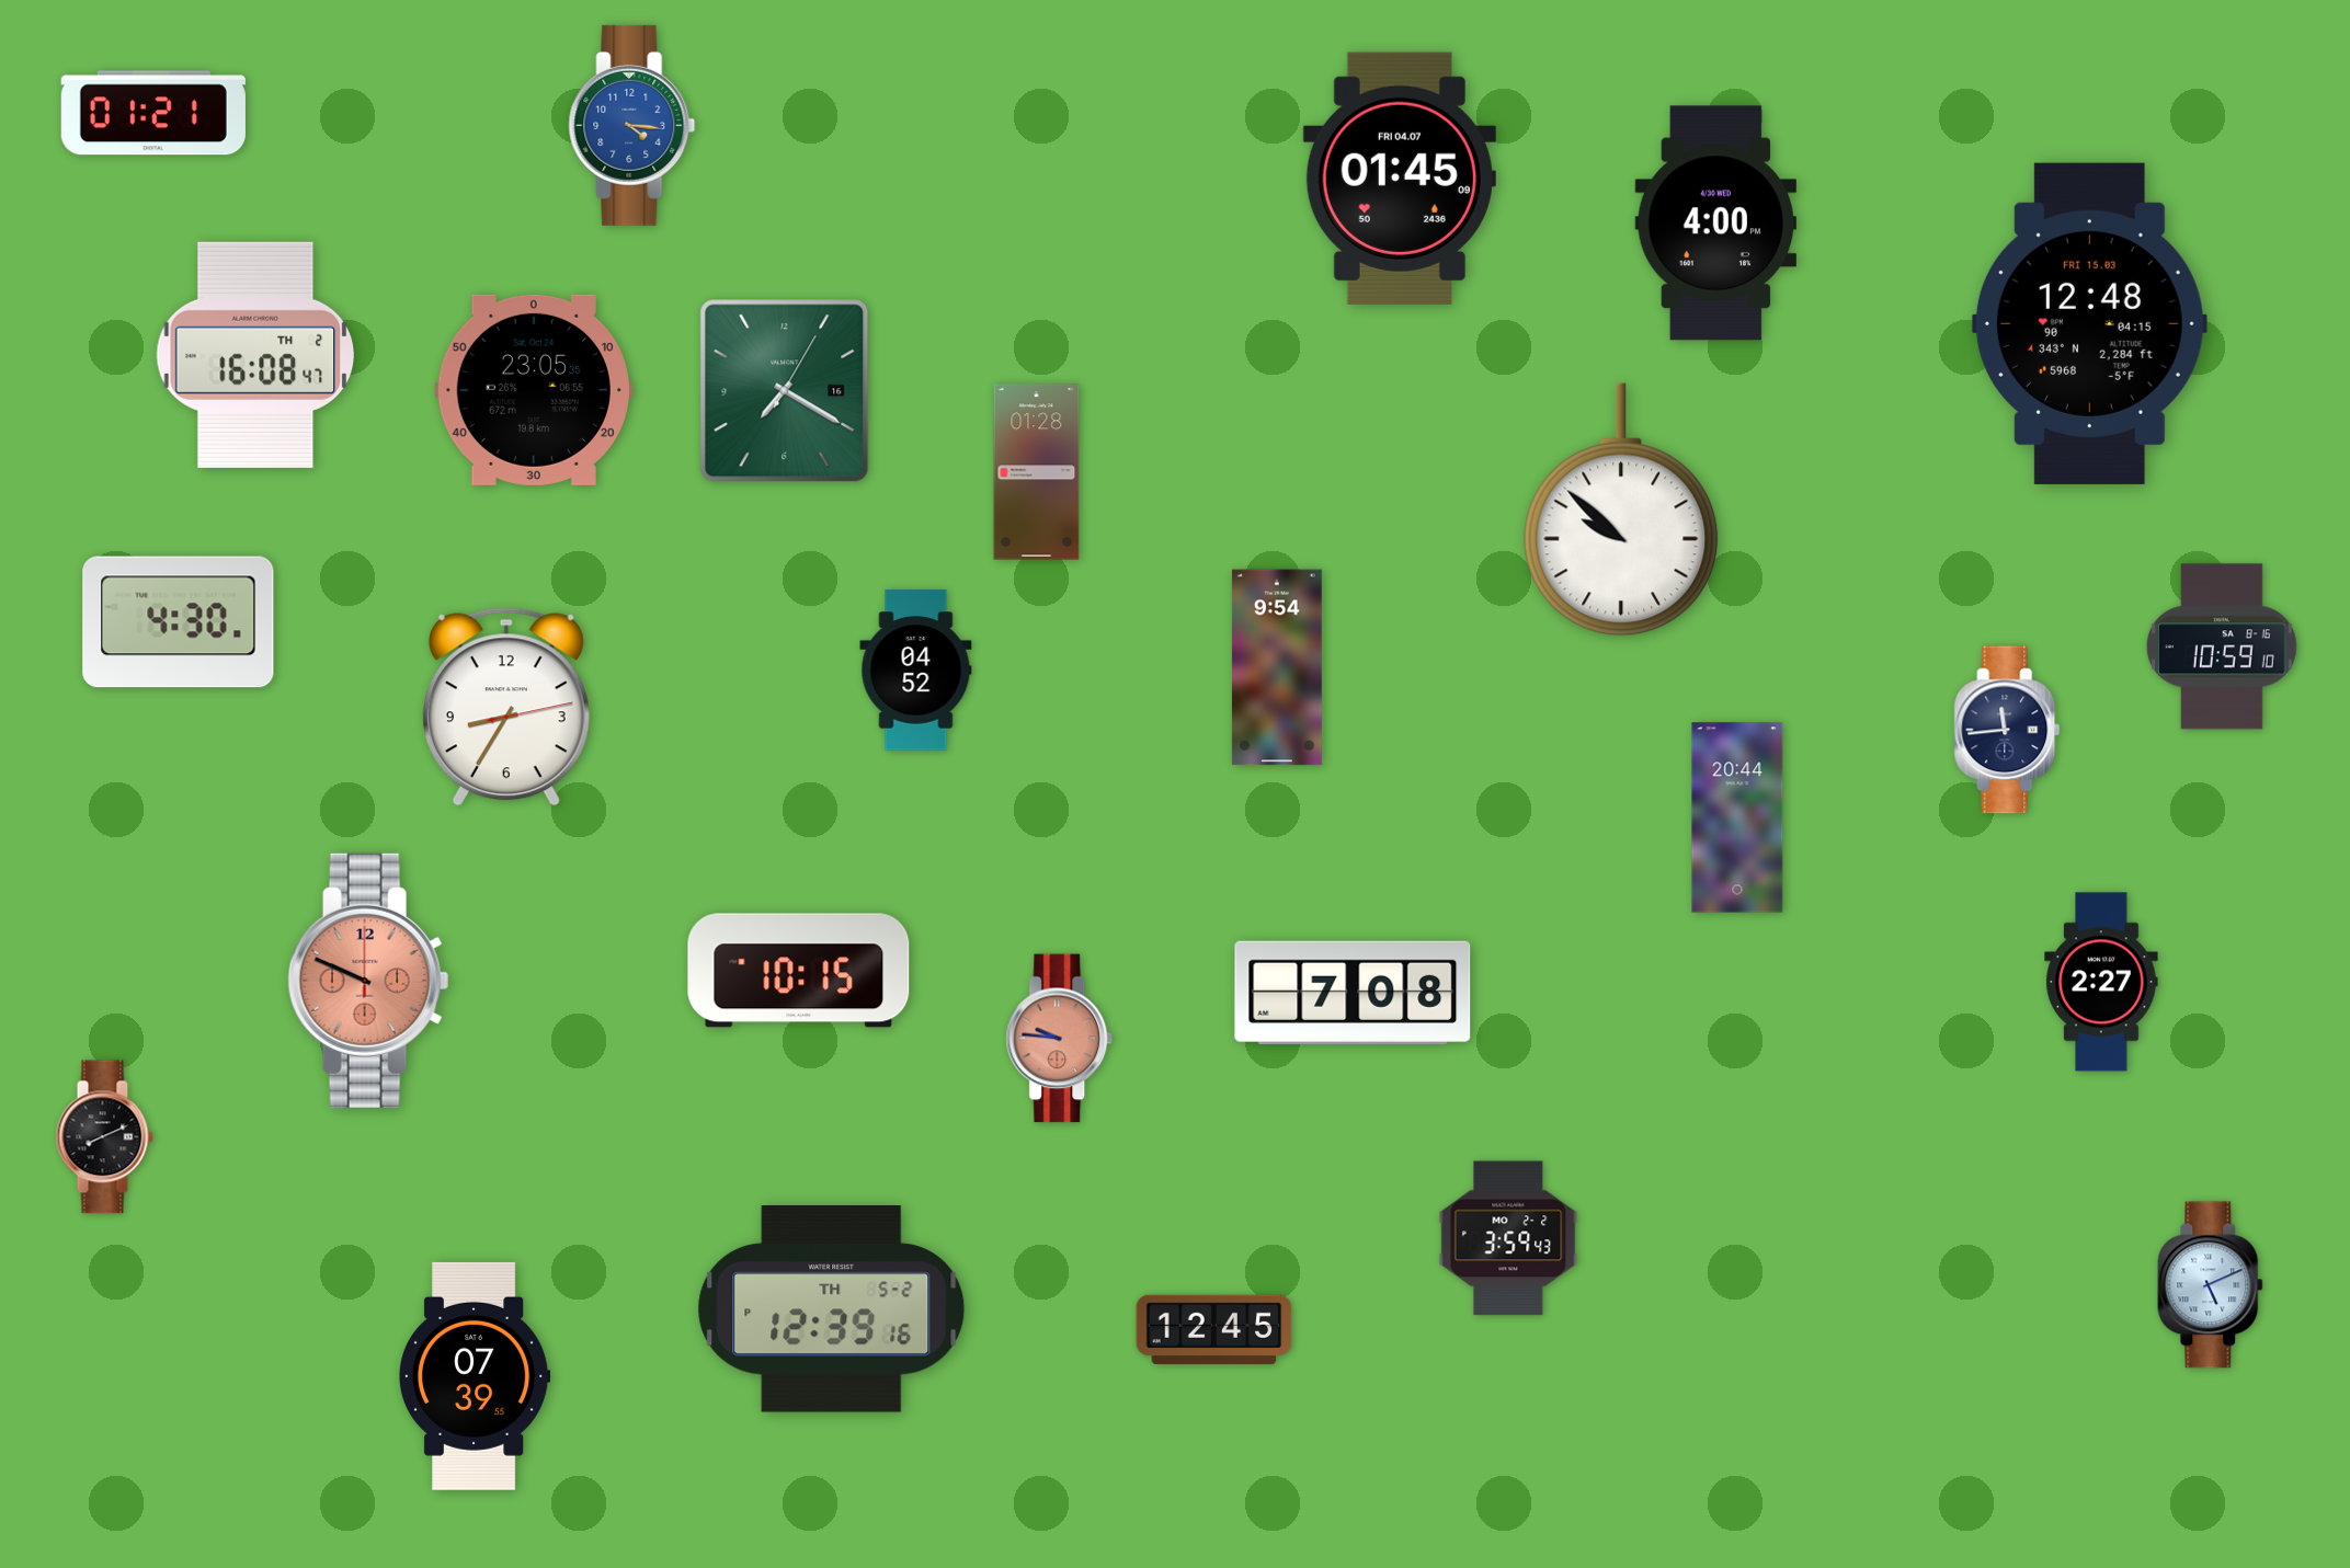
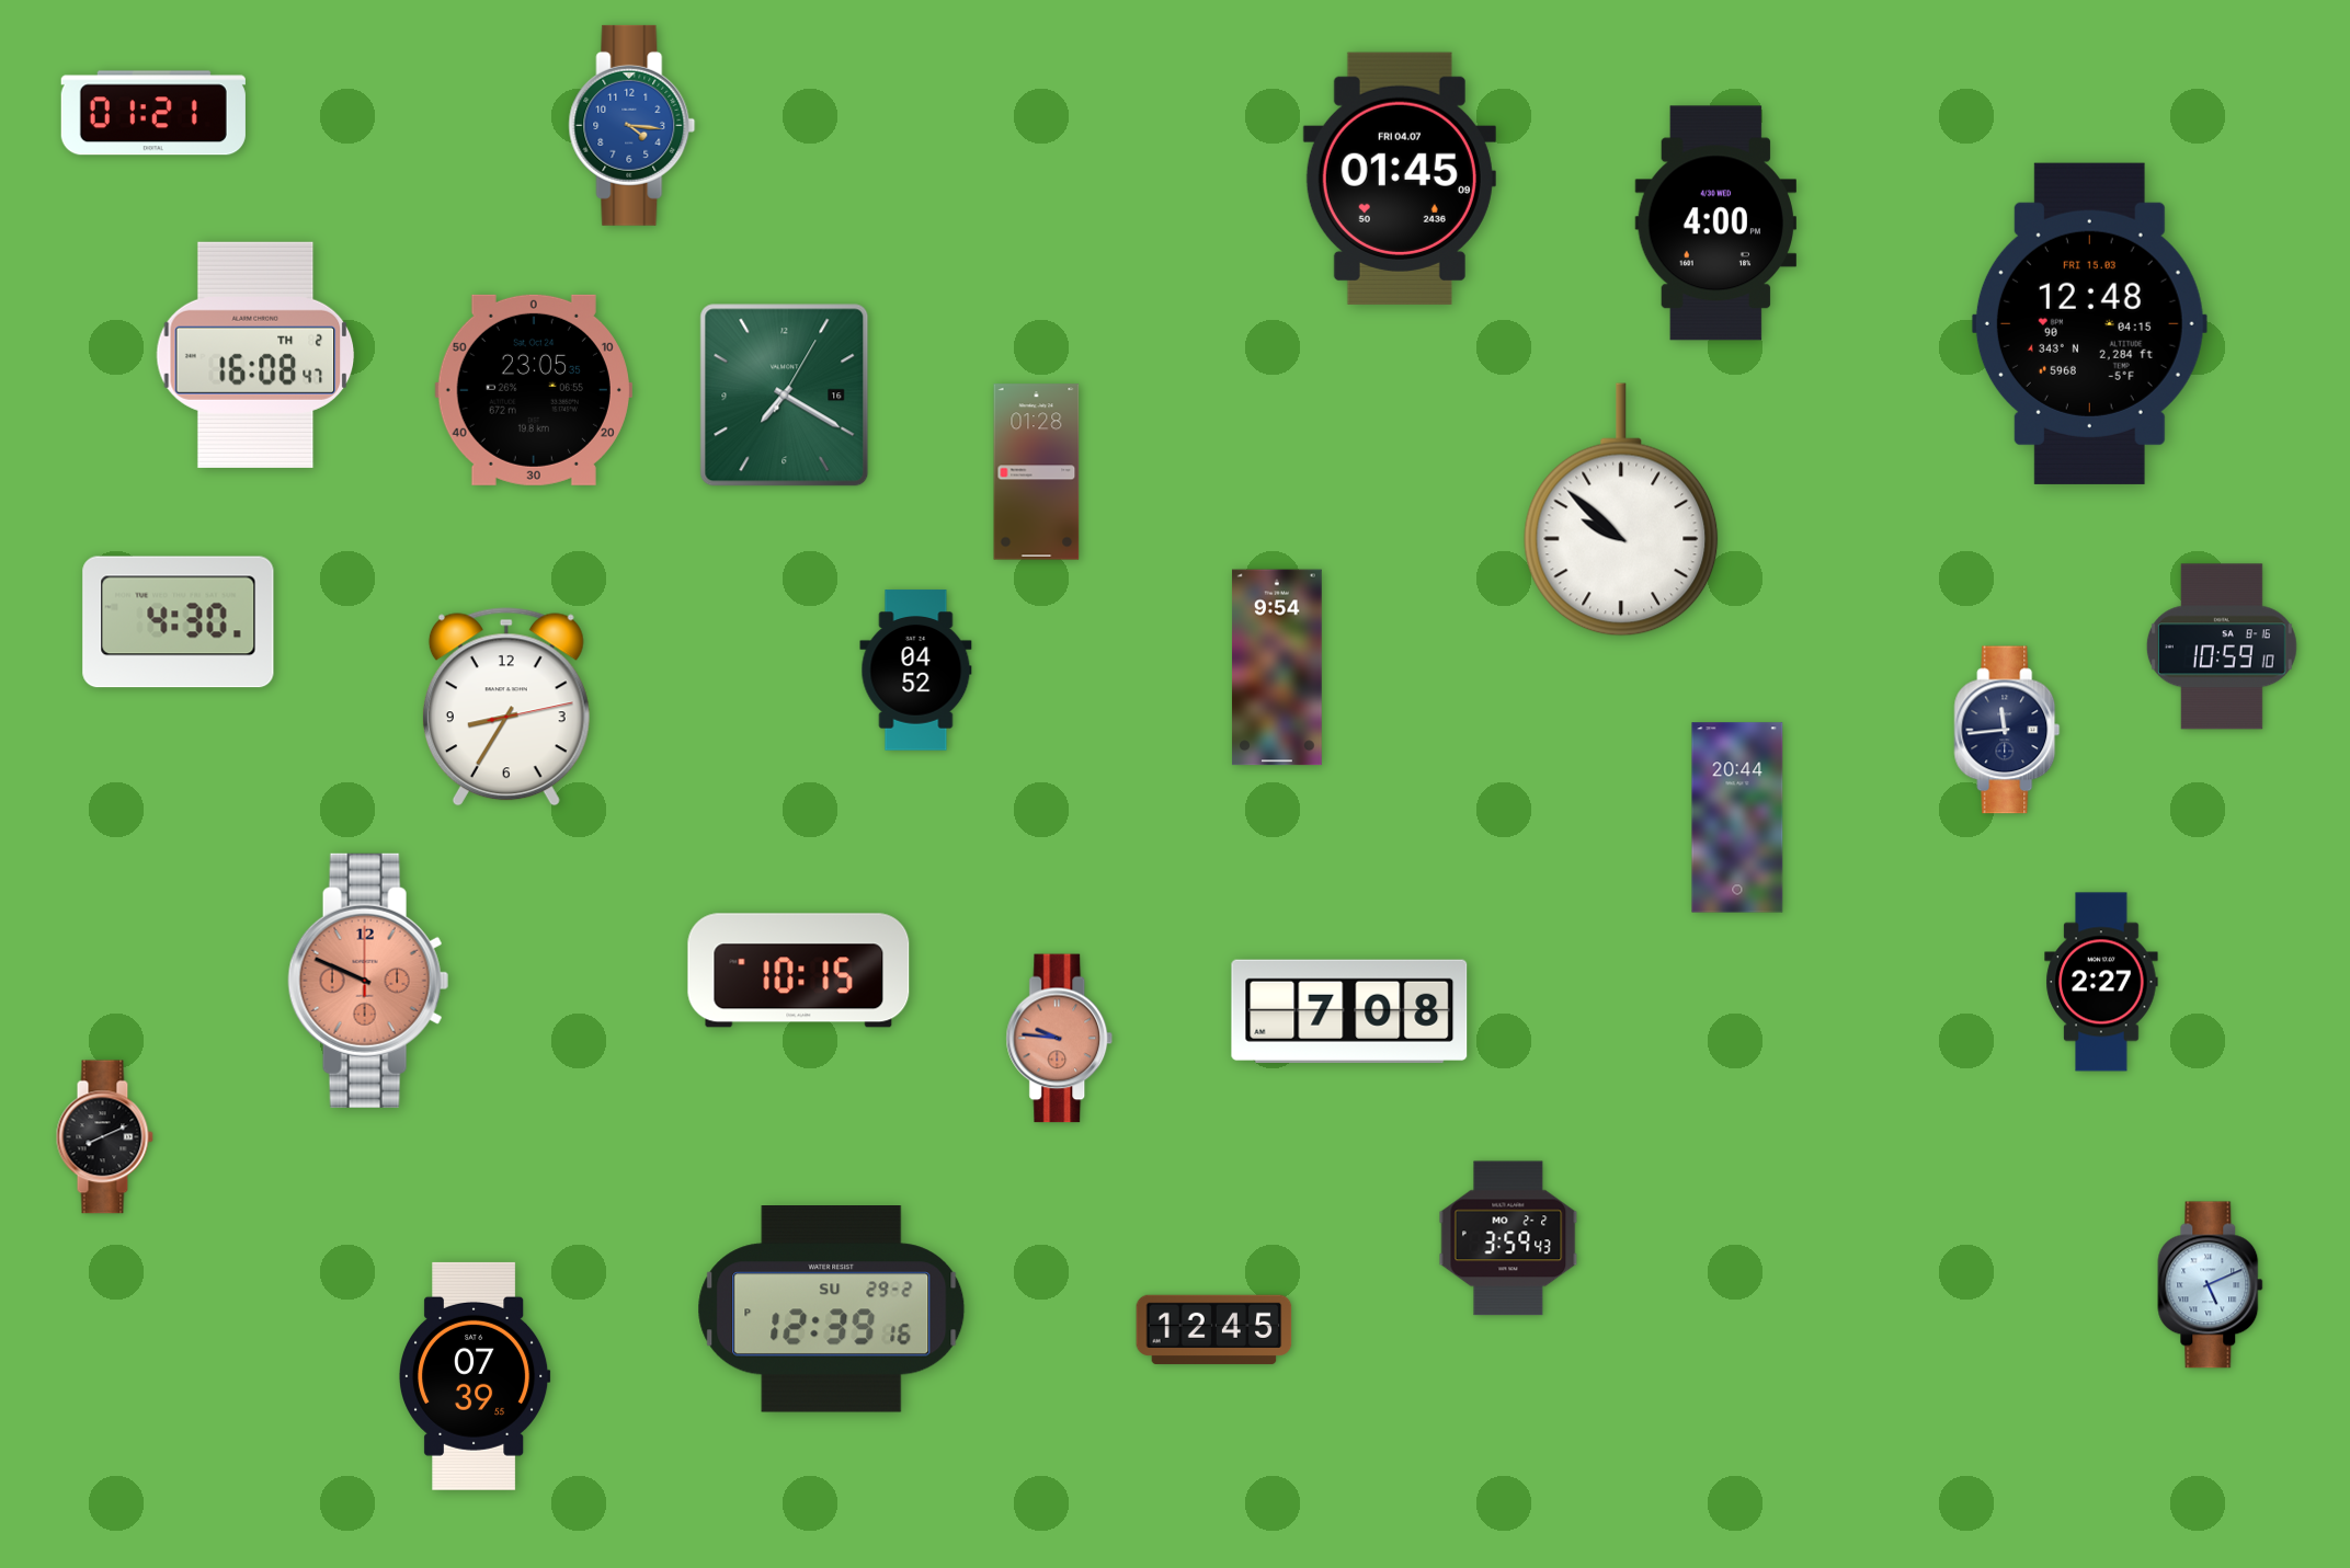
clock at (785, 391) position: (785, 391) -> (785, 396)
clock at (1353, 993) position: (1353, 993) -> (1349, 1011)
clock at (832, 1309) date: TH 5-2 -> SU 29-2
